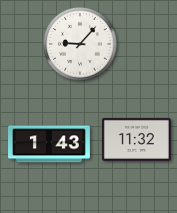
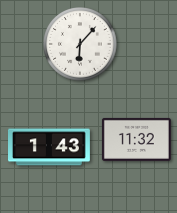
clock at (81, 45): 9:07 -> 6:07
clock at (50, 144) position: (50, 144) -> (50, 147)
